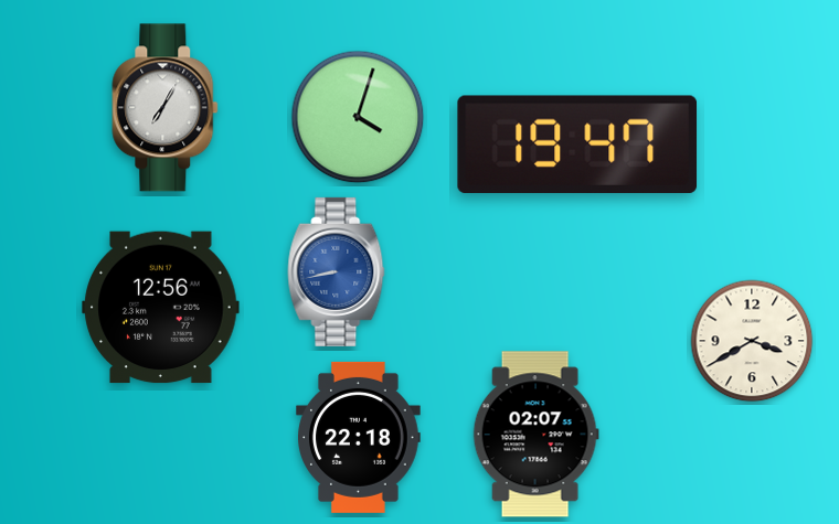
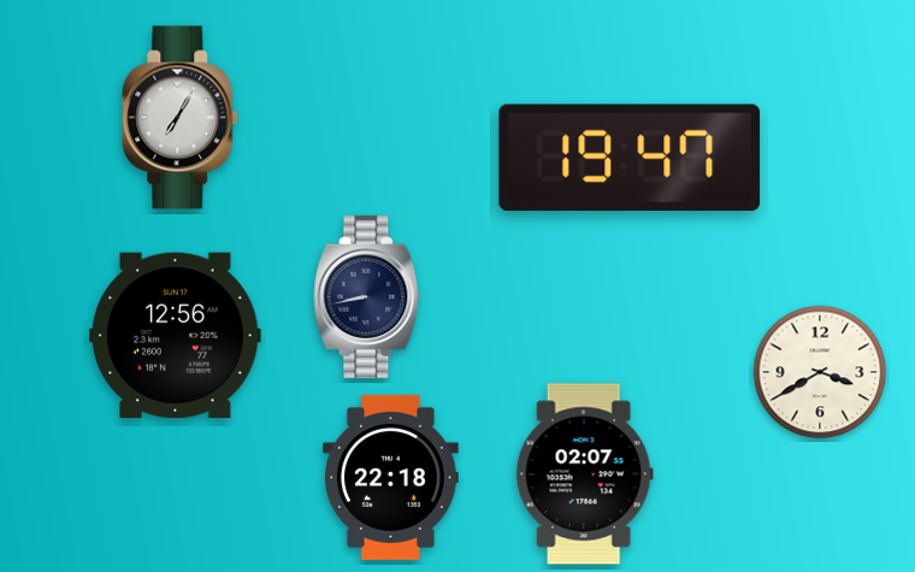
clock at (358, 117): 4:03 -> none
clock at (337, 271) dial: blue -> navy
